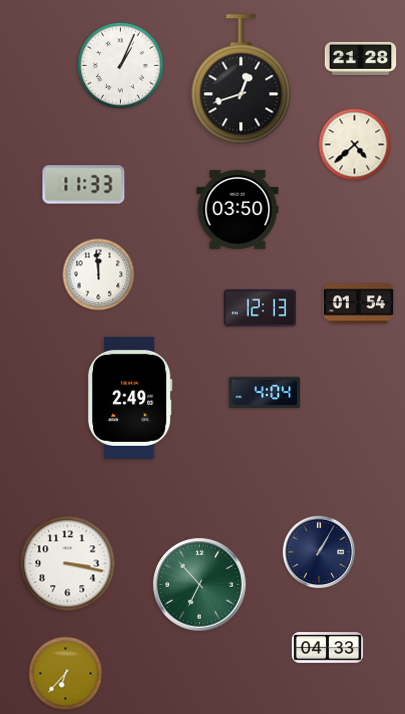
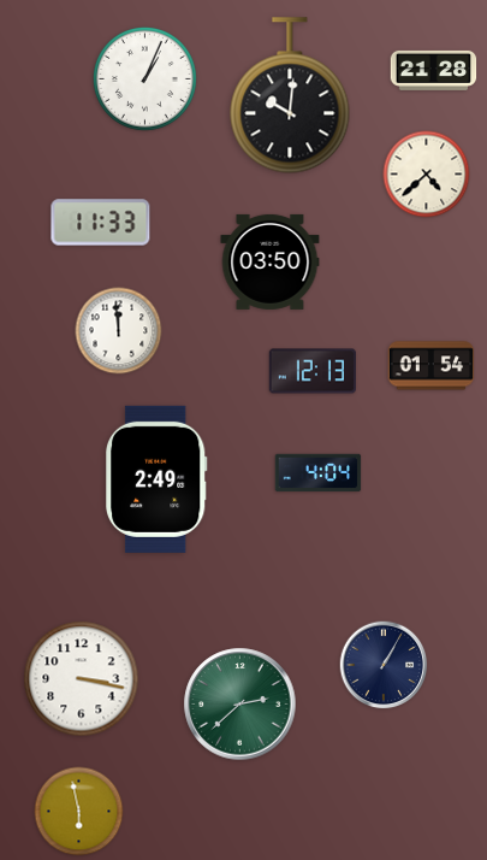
clock at (241, 79): 12:42 -> 10:01
clock at (238, 209) position: (238, 209) -> (271, 261)
clock at (200, 585): 6:53 -> 2:38
clock at (328, 648): 04:33 -> none
clock at (66, 674): 6:37 -> 5:58
